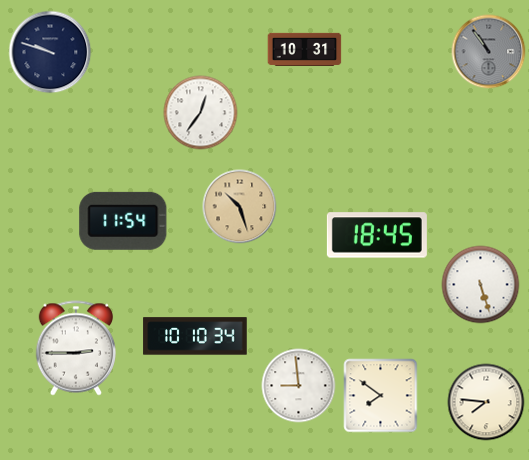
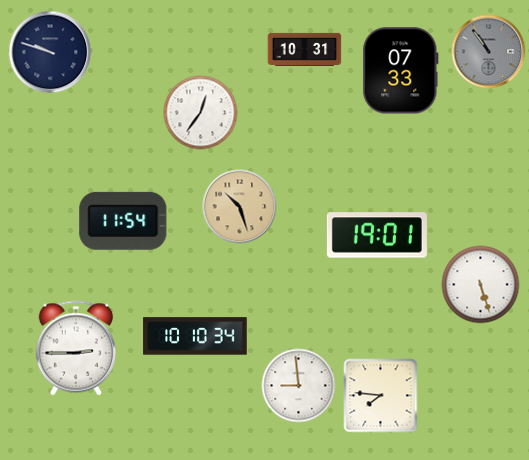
clock at (401, 71): none -> 07:33
clock at (377, 235): 18:45 -> 19:01
clock at (381, 396): 7:51 -> 7:46
clock at (486, 402): 7:46 -> none
